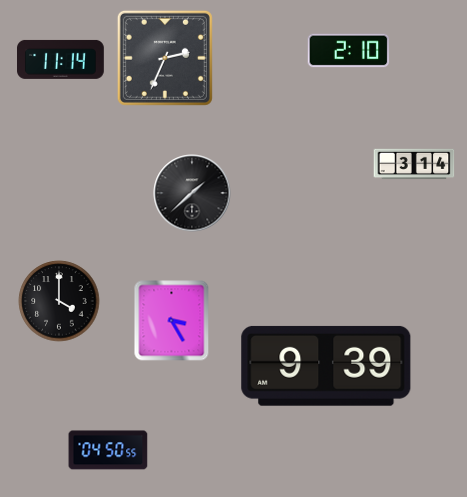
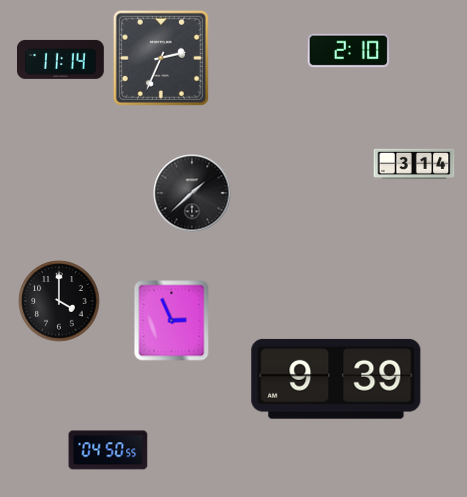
clock at (165, 58) position: (165, 58) -> (161, 58)
clock at (172, 321): 3:25 -> 2:56
clock at (326, 366) position: (326, 366) -> (336, 379)
